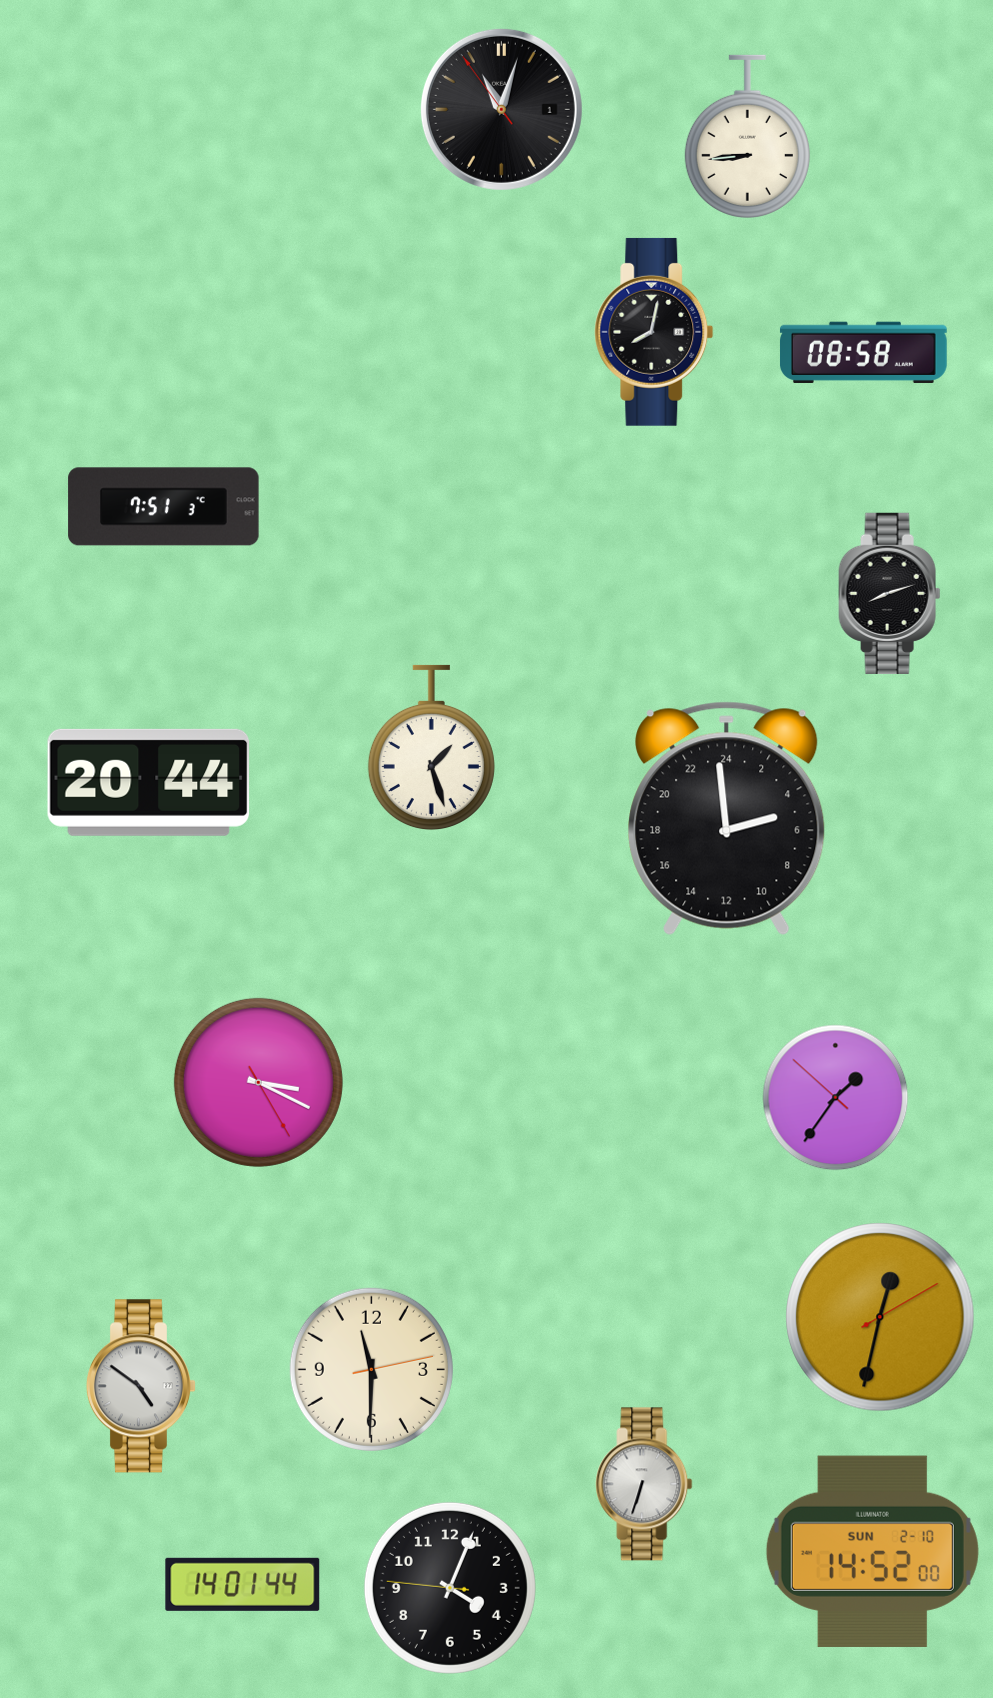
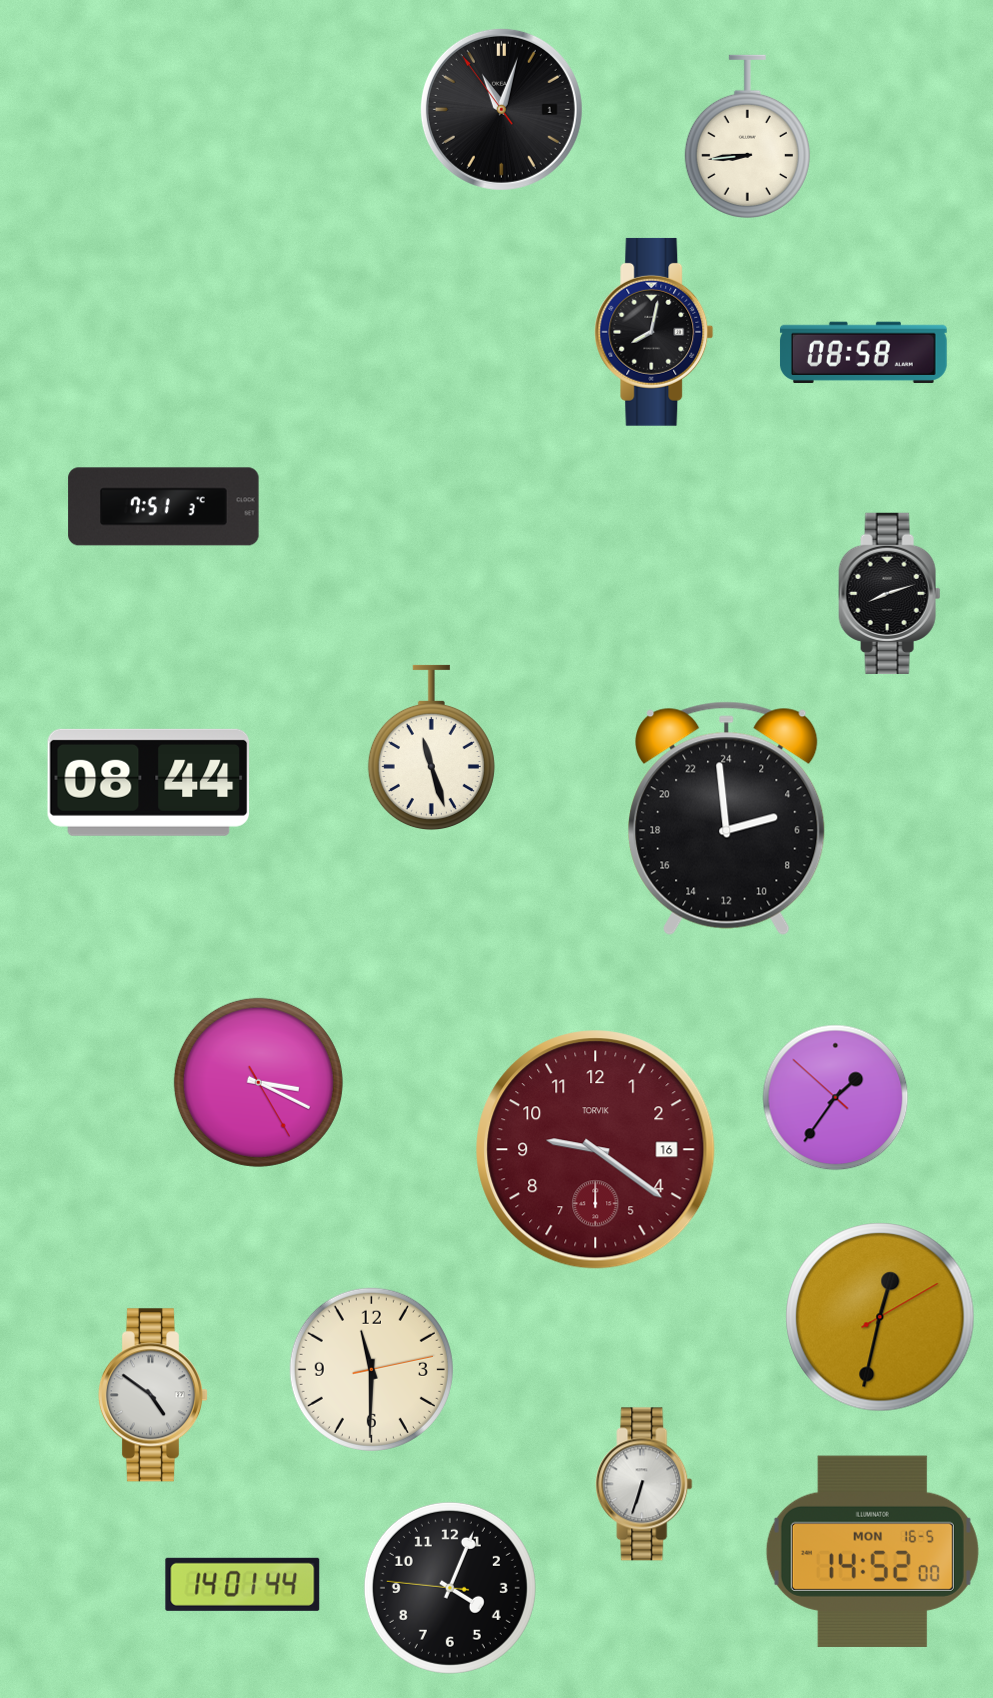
clock at (431, 748): 1:27 -> 11:27
clock at (149, 782): 20:44 -> 08:44
clock at (596, 1150): none -> 9:21
clock at (140, 1386) position: (140, 1386) -> (152, 1395)
clock at (872, 1551) date: SUN 2-10 -> MON 16-5
